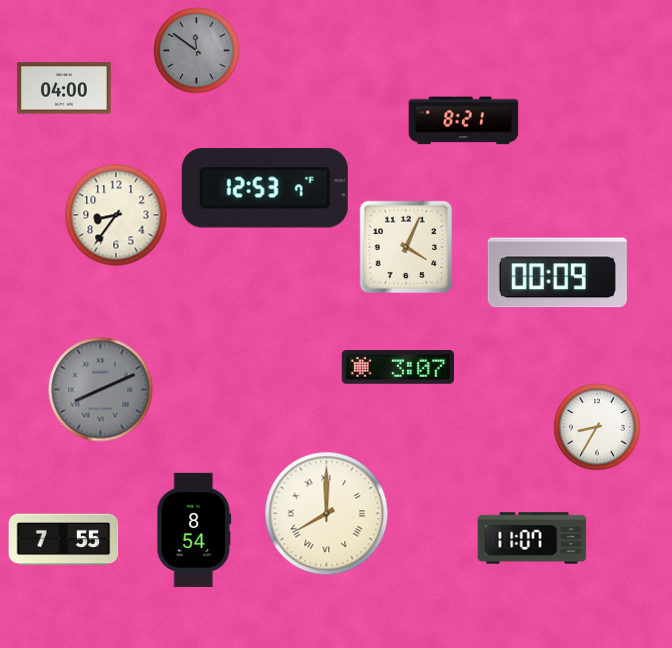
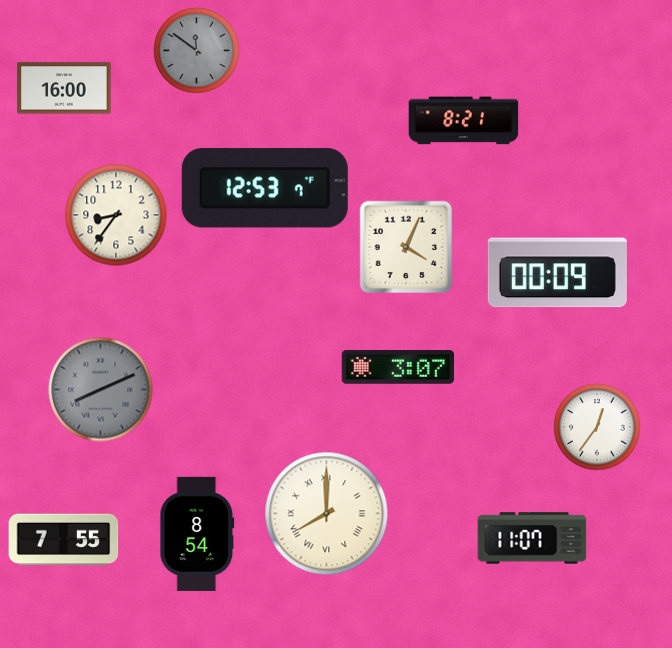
clock at (64, 88): 04:00 -> 16:00
clock at (597, 427): 8:35 -> 12:36
clock at (194, 530) position: (194, 530) -> (197, 534)
